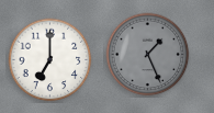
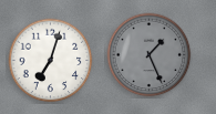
clock at (50, 60): 7:00 -> 7:03
